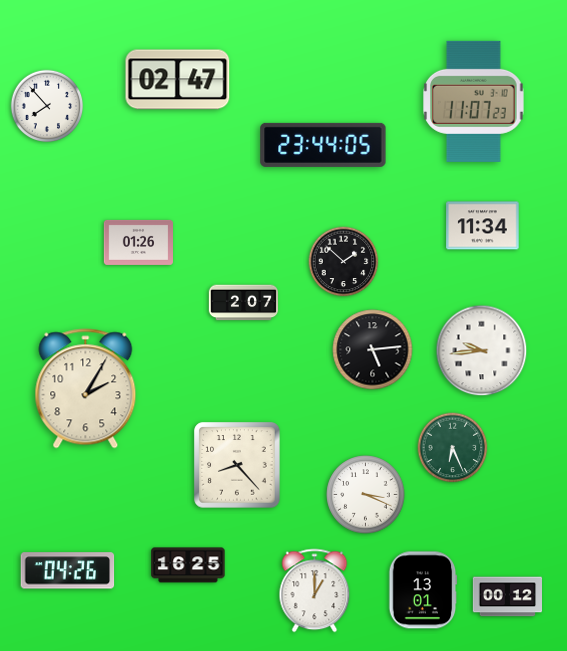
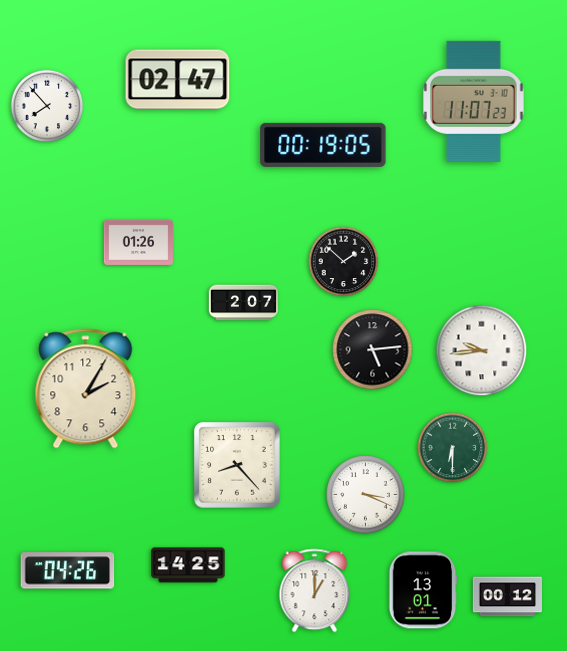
clock at (323, 145): 23:44 -> 00:19
clock at (483, 226): 11:34 -> none
clock at (453, 448): 6:26 -> 6:30
clock at (188, 565): 16:25 -> 14:25
